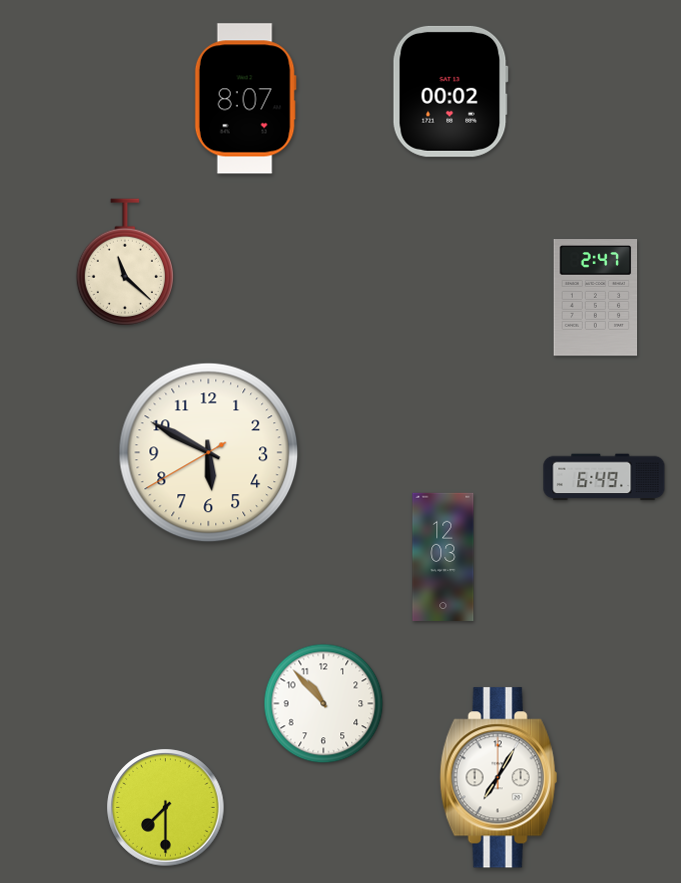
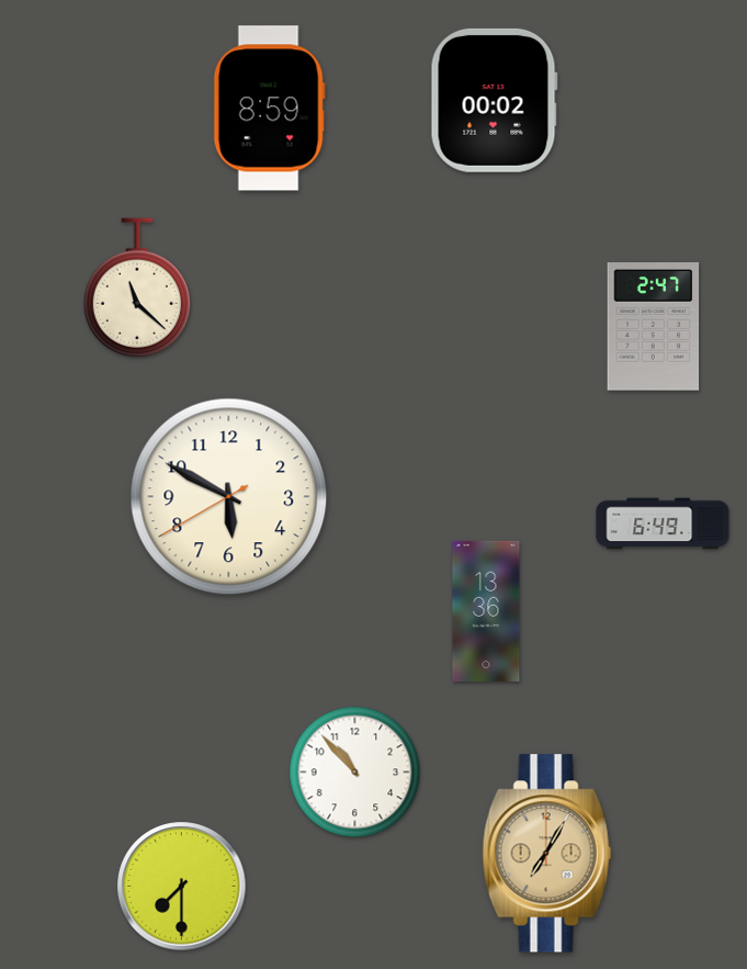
clock at (245, 99): 8:07 -> 8:59
clock at (443, 557): 12:03 -> 13:36
clock at (499, 778) dial: white -> champagne
